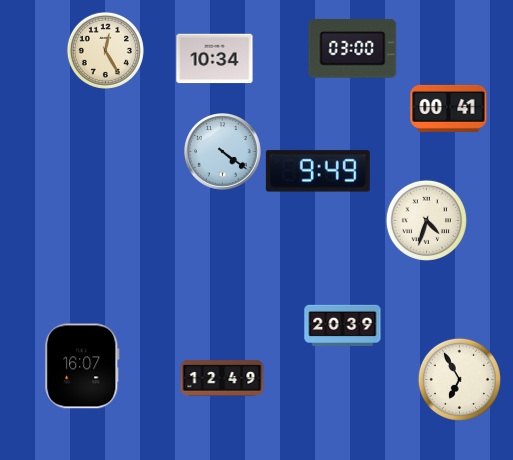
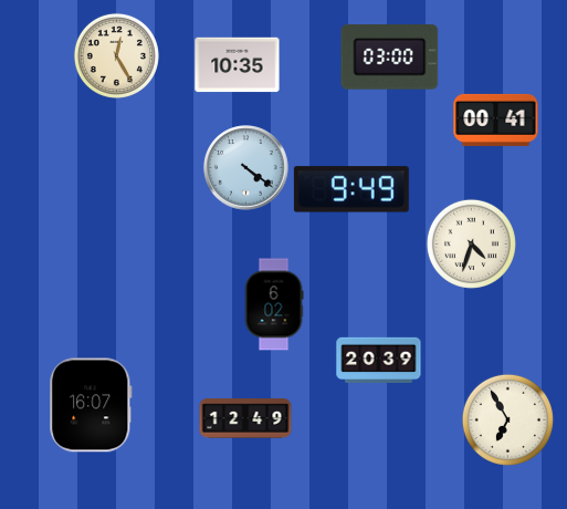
clock at (353, 49) position: (353, 49) -> (390, 58)
clock at (215, 59): 10:34 -> 10:35
clock at (274, 304): none -> 6:02
